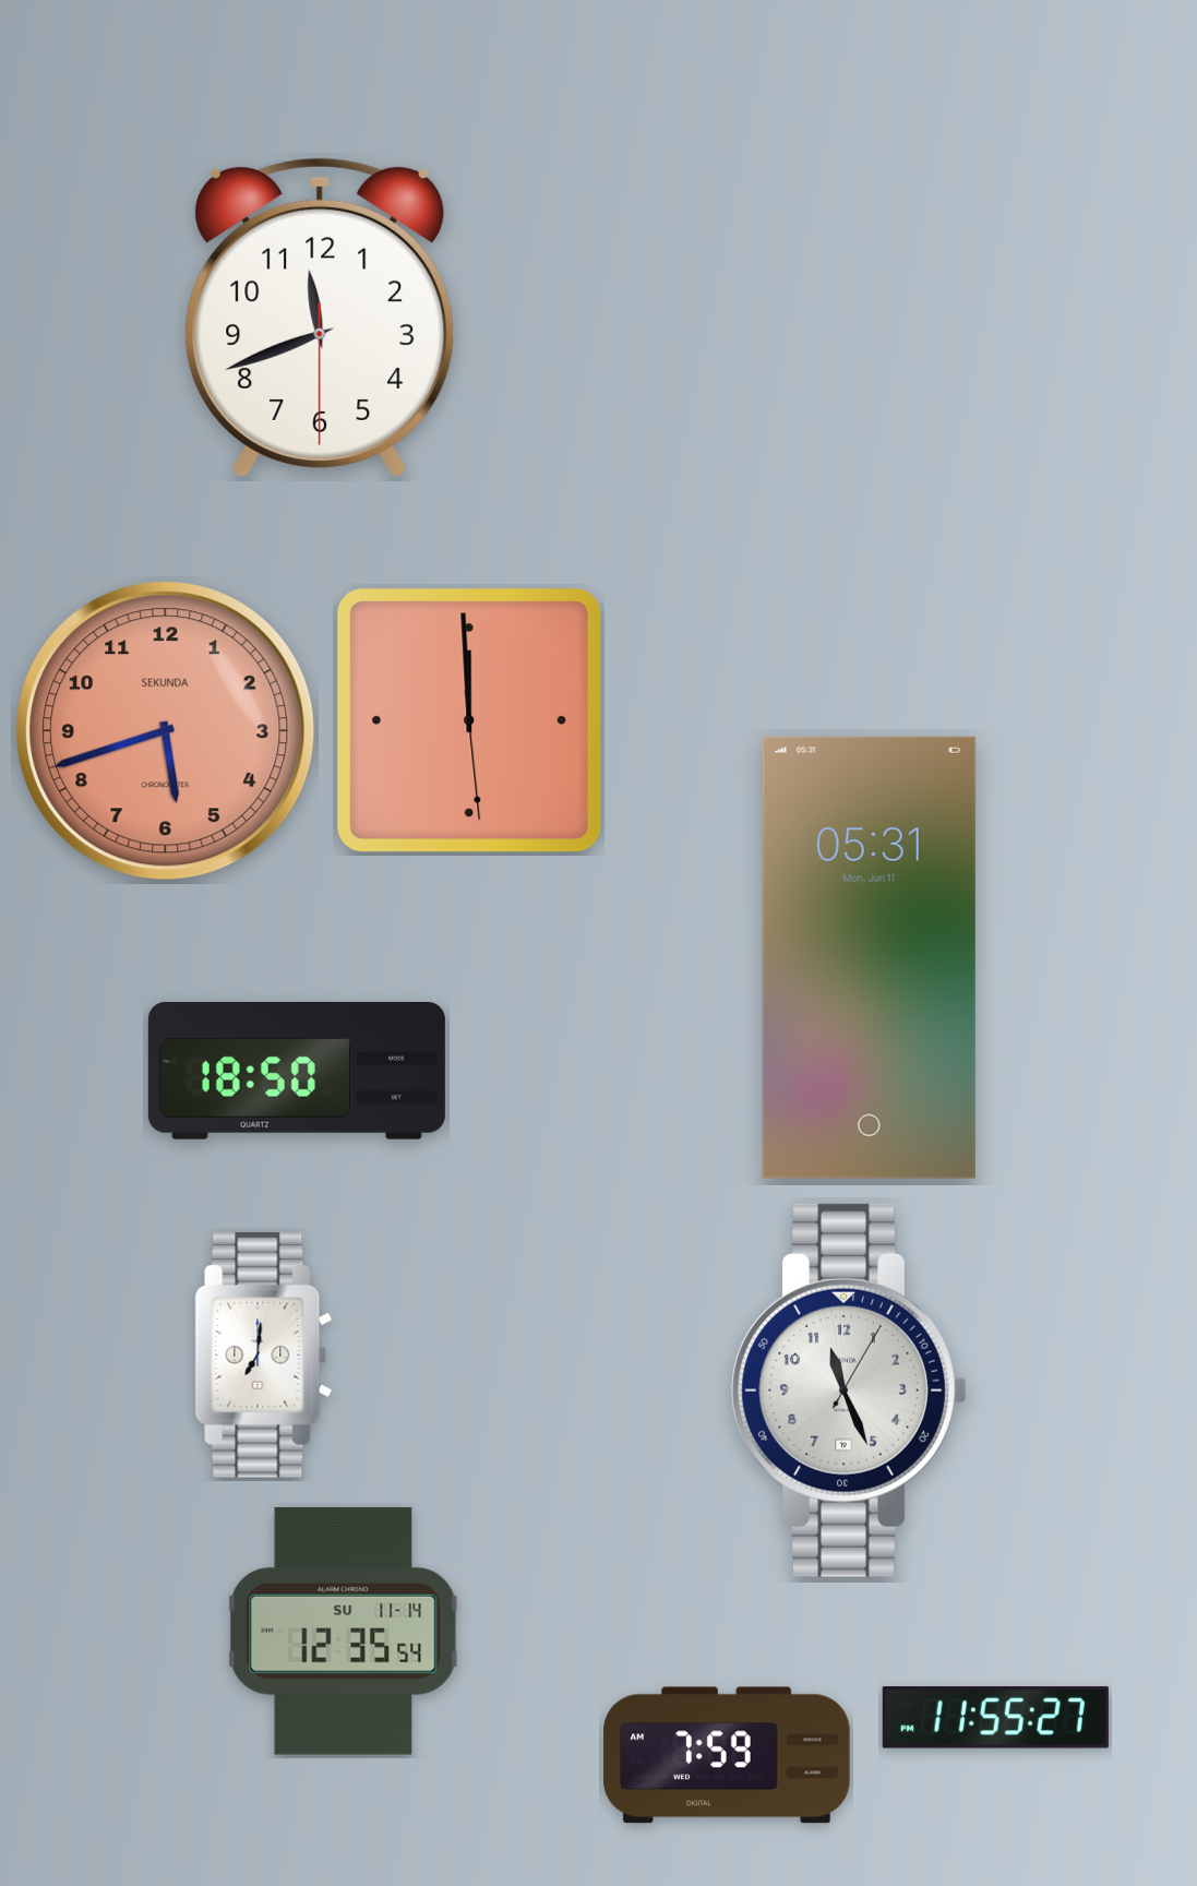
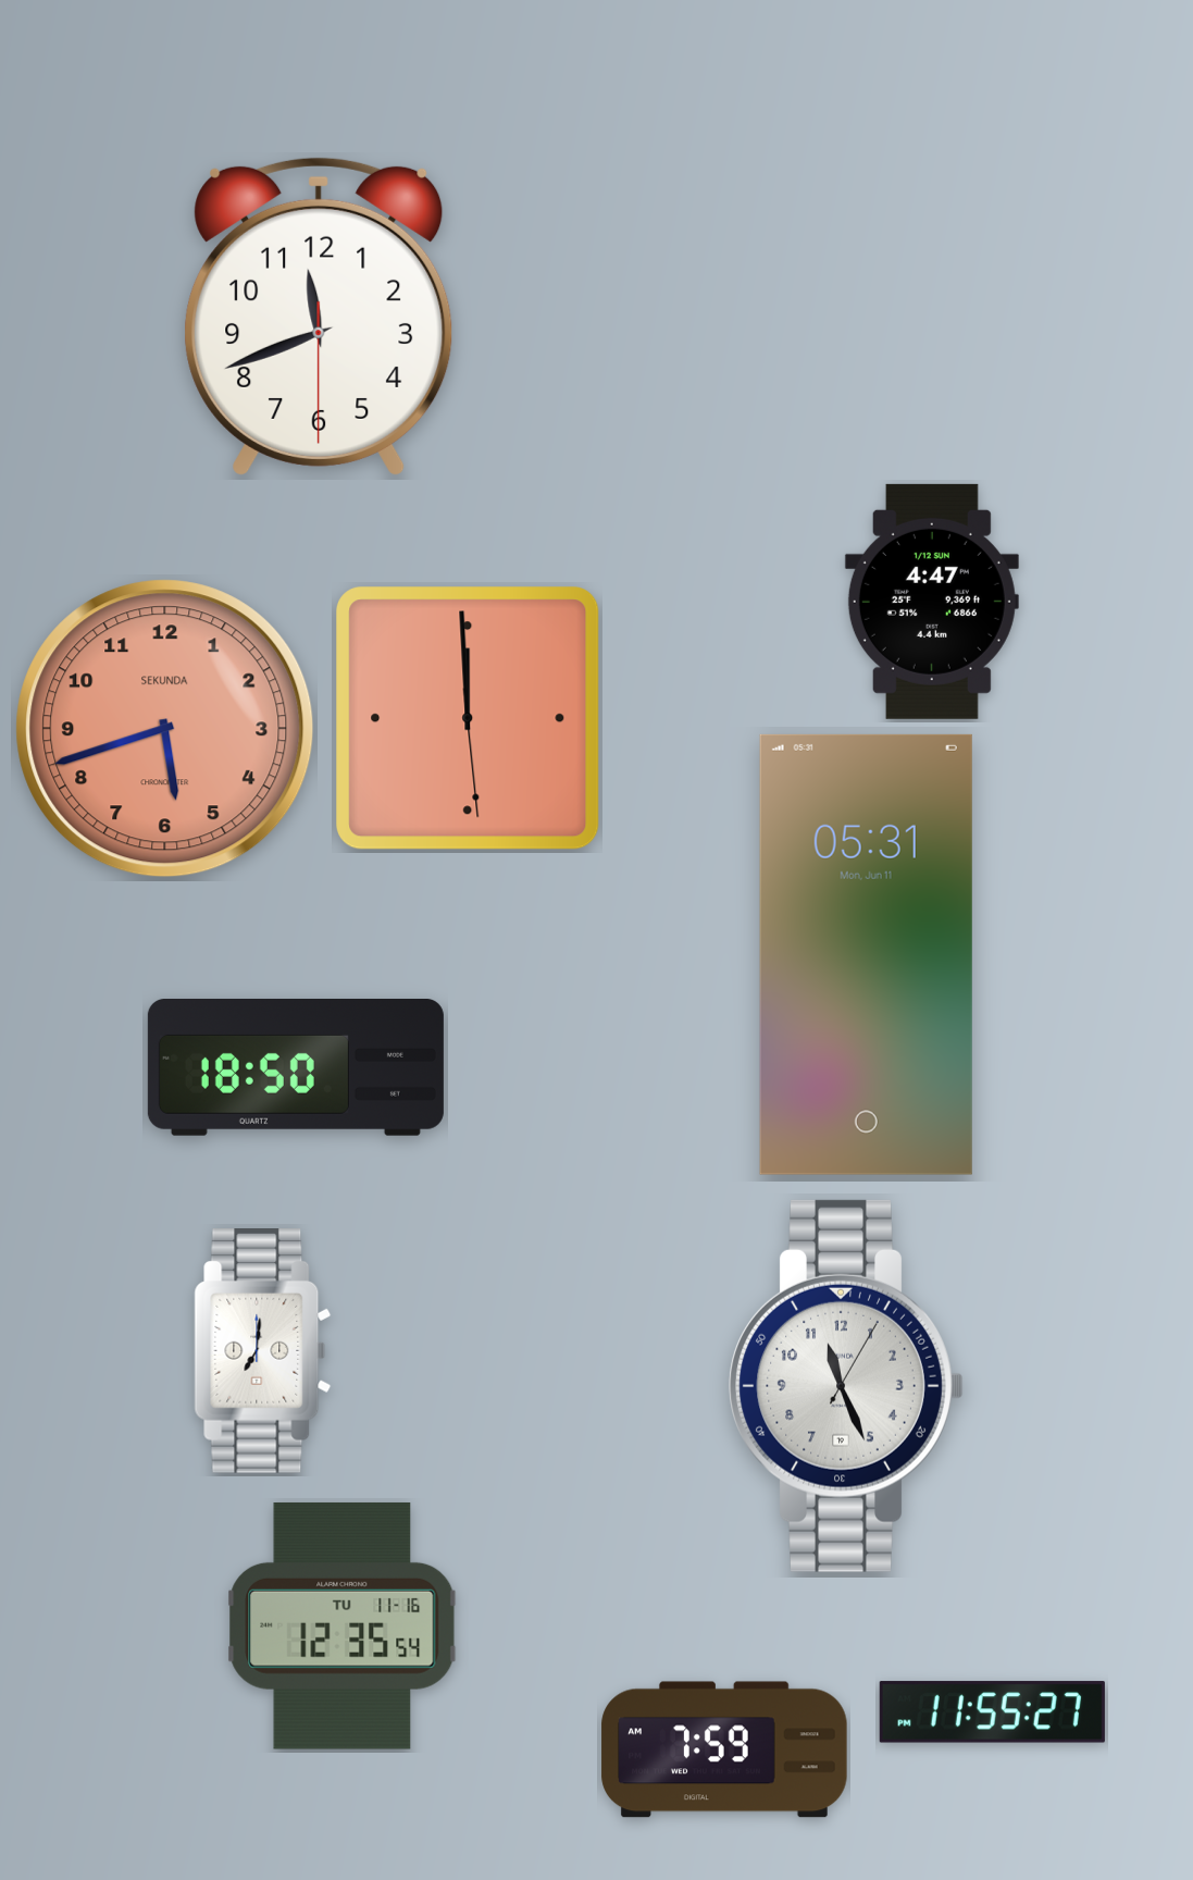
clock at (932, 602): none -> 4:47
clock at (344, 1632) date: SU 11-14 -> TU 11-16
